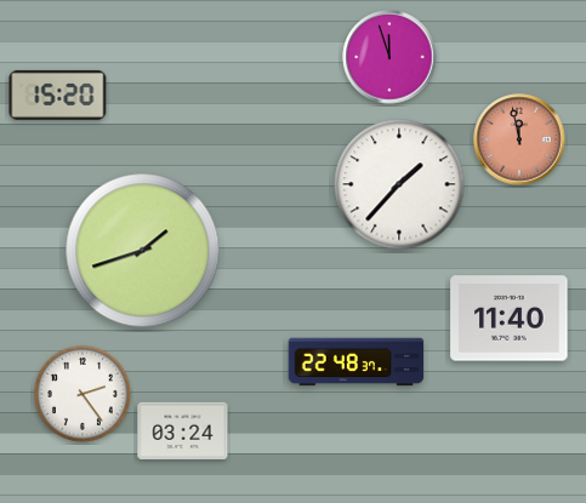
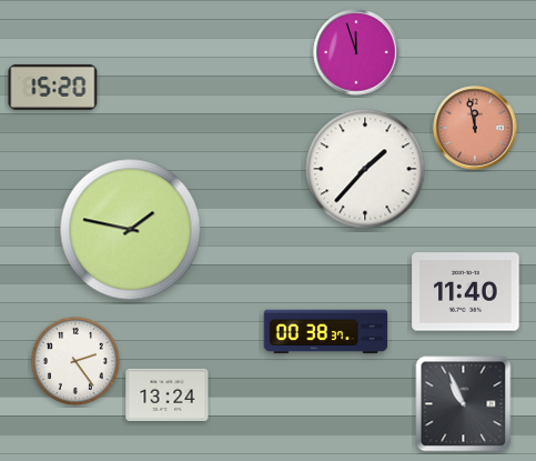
clock at (143, 251): 1:42 -> 1:47
clock at (357, 362): 22:48 -> 00:38
clock at (183, 430): 03:24 -> 13:24
clock at (464, 404): none -> 10:56
